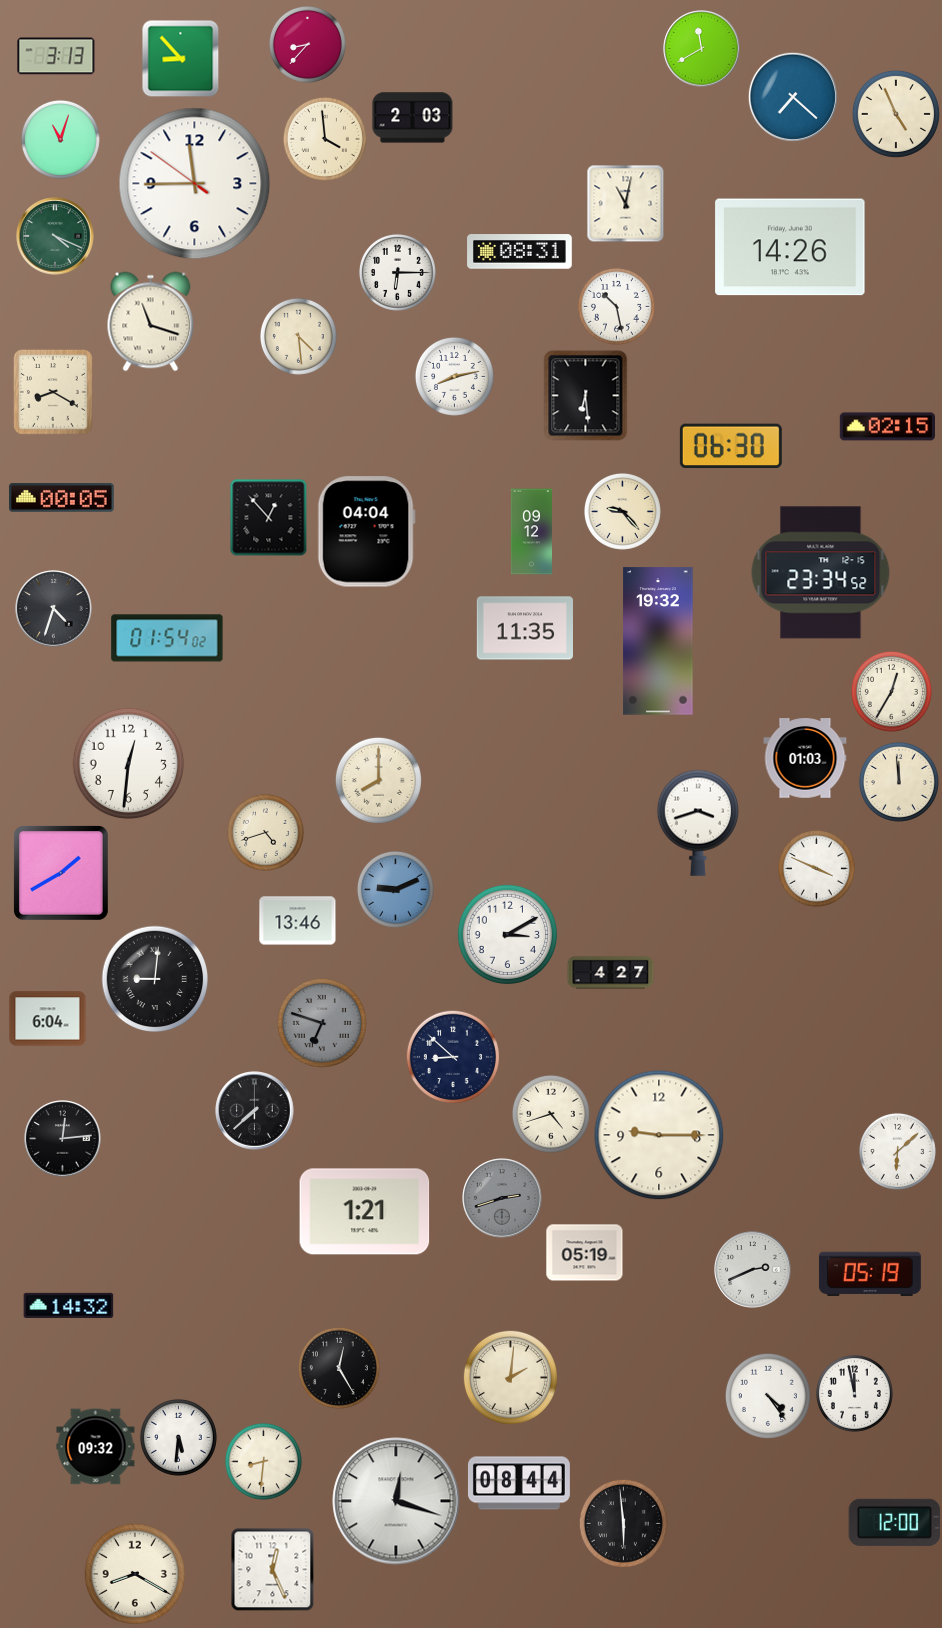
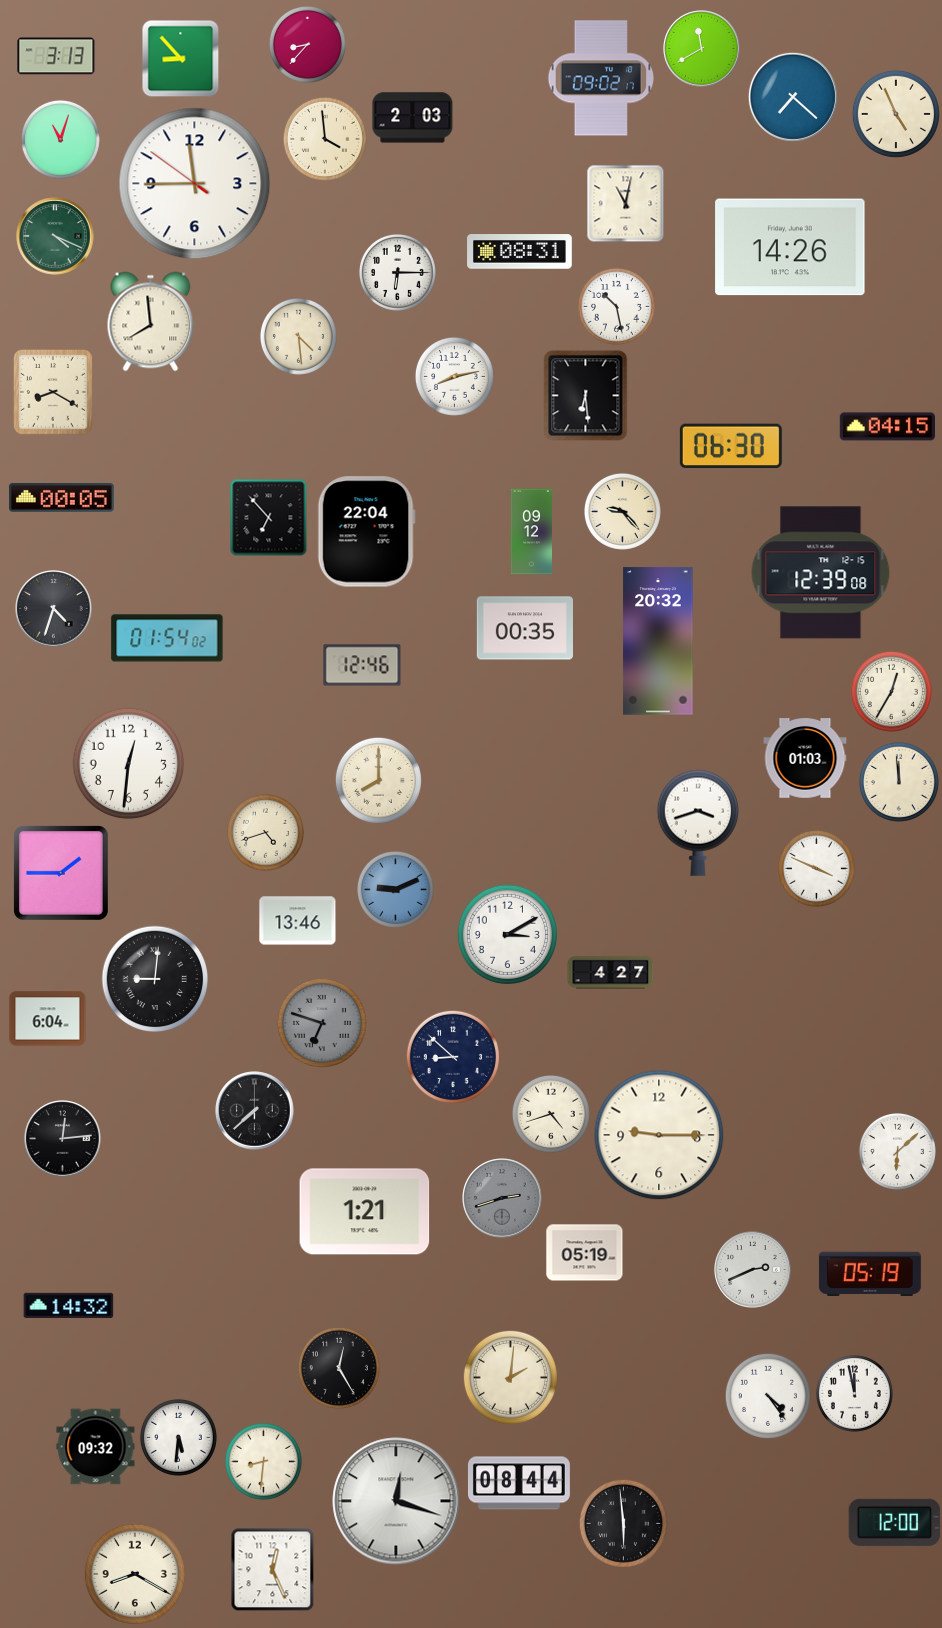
clock at (600, 78): none -> 09:02
clock at (151, 322): 11:18 -> 7:59
clock at (887, 427): 02:15 -> 04:15
clock at (268, 517): 12:53 -> 6:53
clock at (366, 532): 04:04 -> 22:04
clock at (821, 573): 23:34 -> 12:39
clock at (524, 628): 11:35 -> 00:35
clock at (658, 641): 19:32 -> 20:32
clock at (362, 665): none -> 12:46
clock at (62, 874): 1:40 -> 1:45
